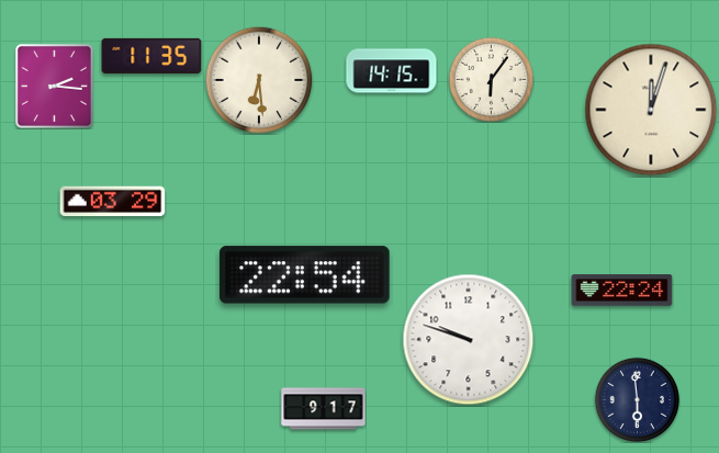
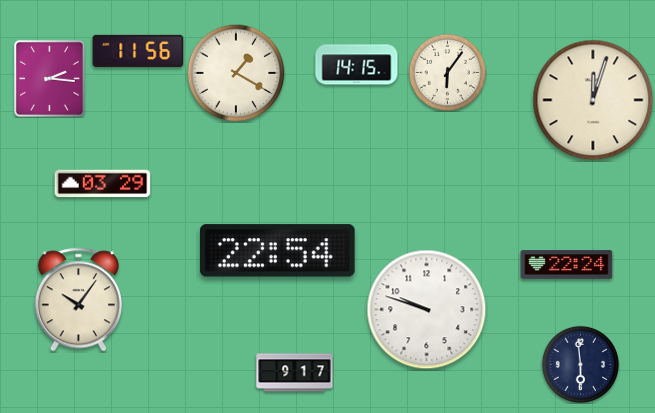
clock at (151, 56): 11:35 -> 11:56
clock at (259, 80): 6:29 -> 1:20
clock at (78, 300): none -> 10:06
